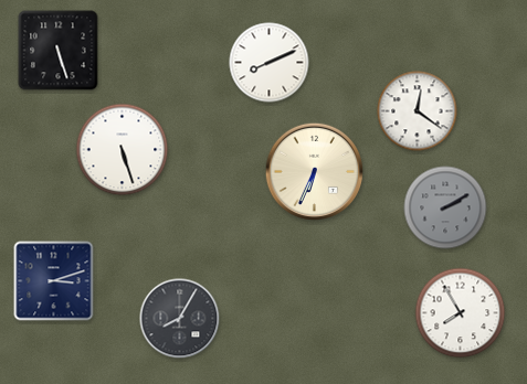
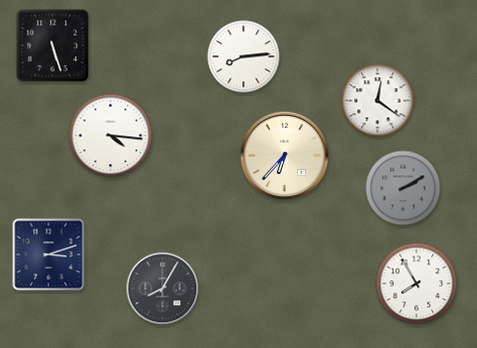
clock at (270, 63): 8:11 -> 8:14
clock at (123, 150): 5:27 -> 4:16
clock at (314, 171): 6:34 -> 6:37
